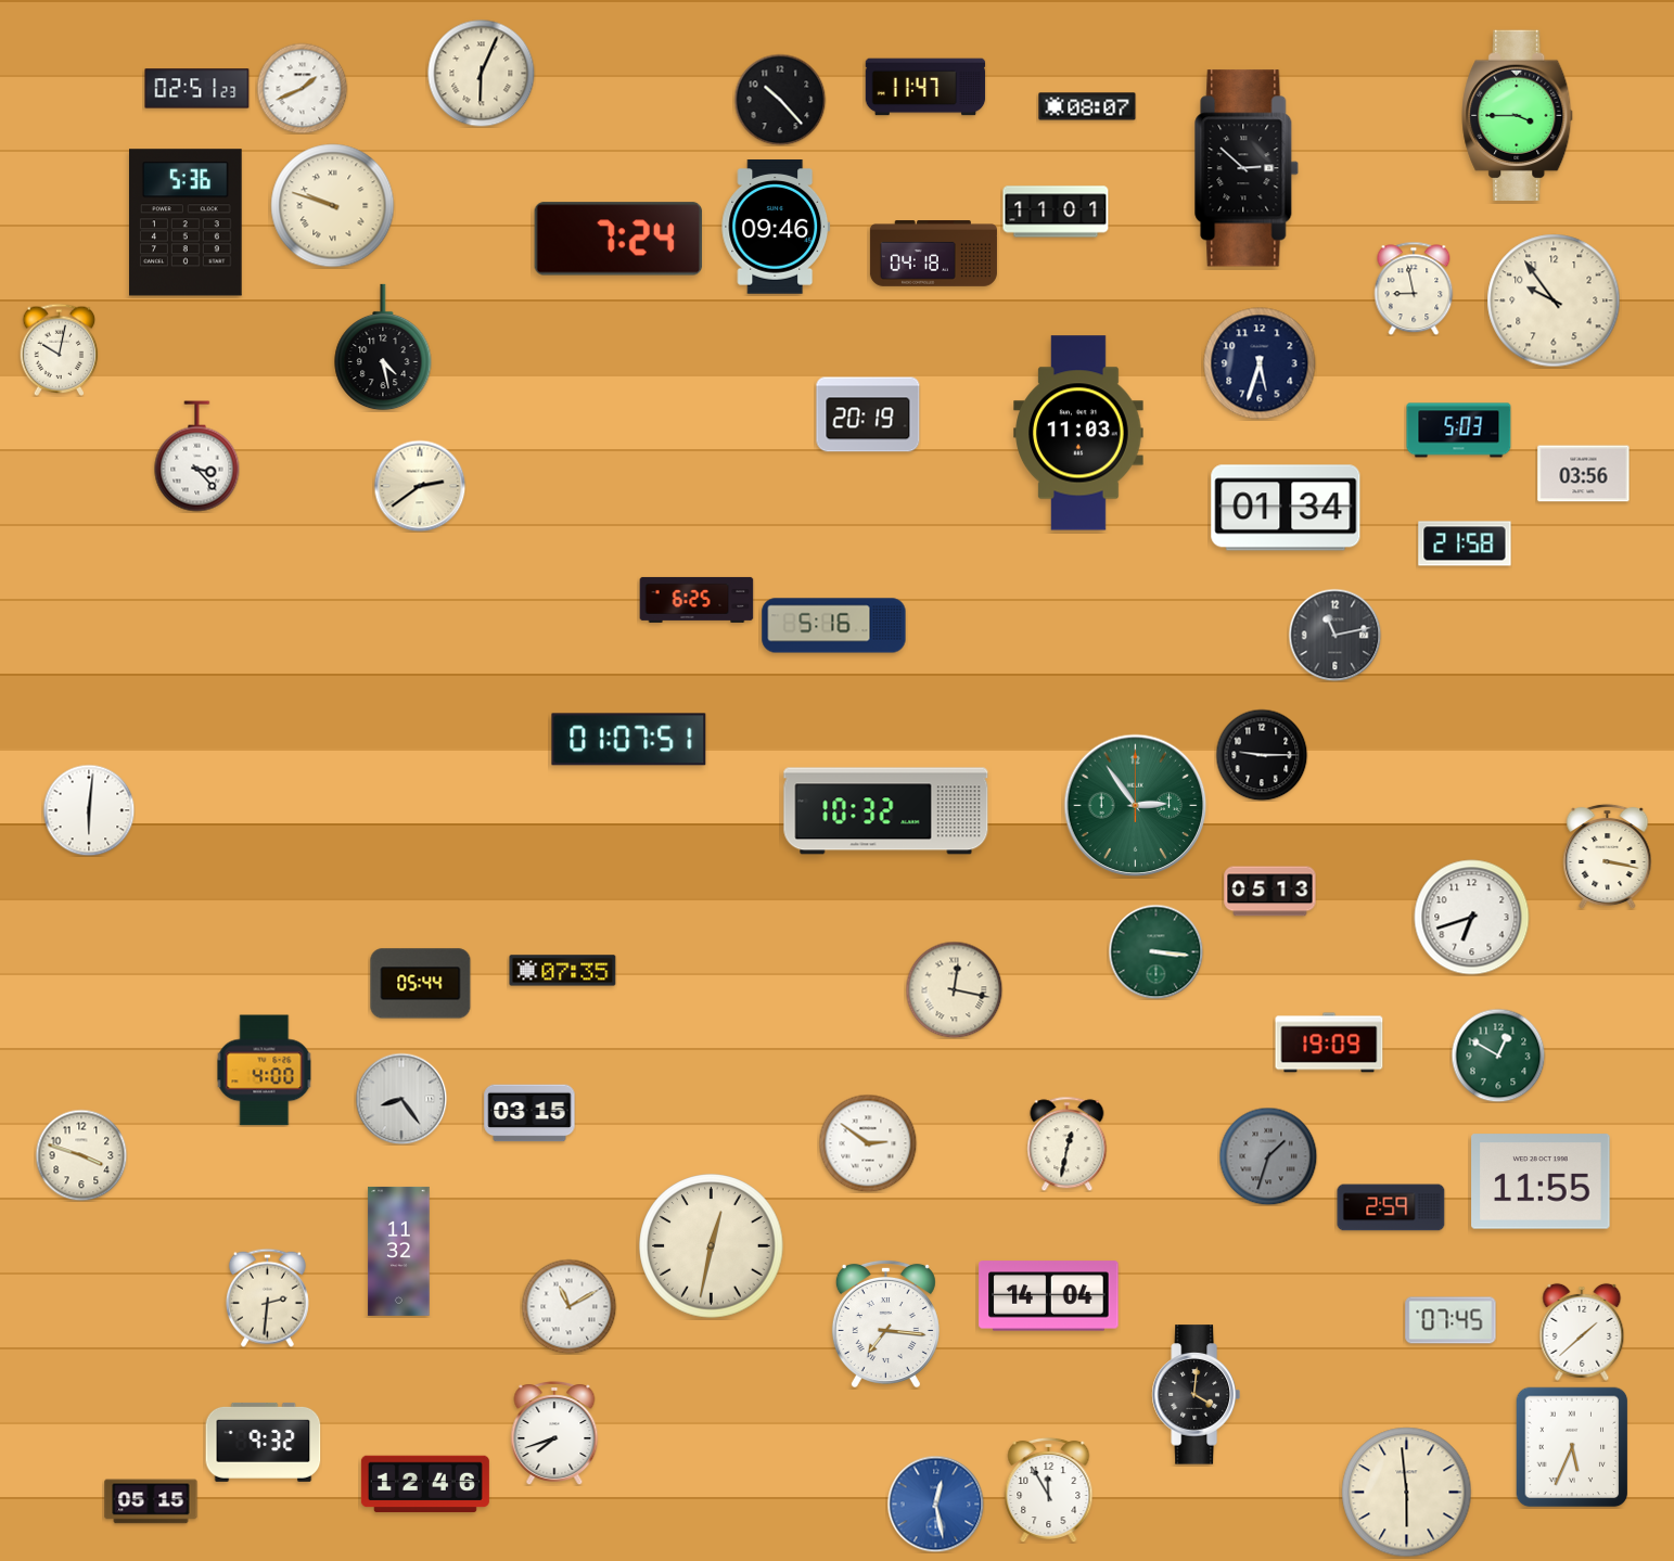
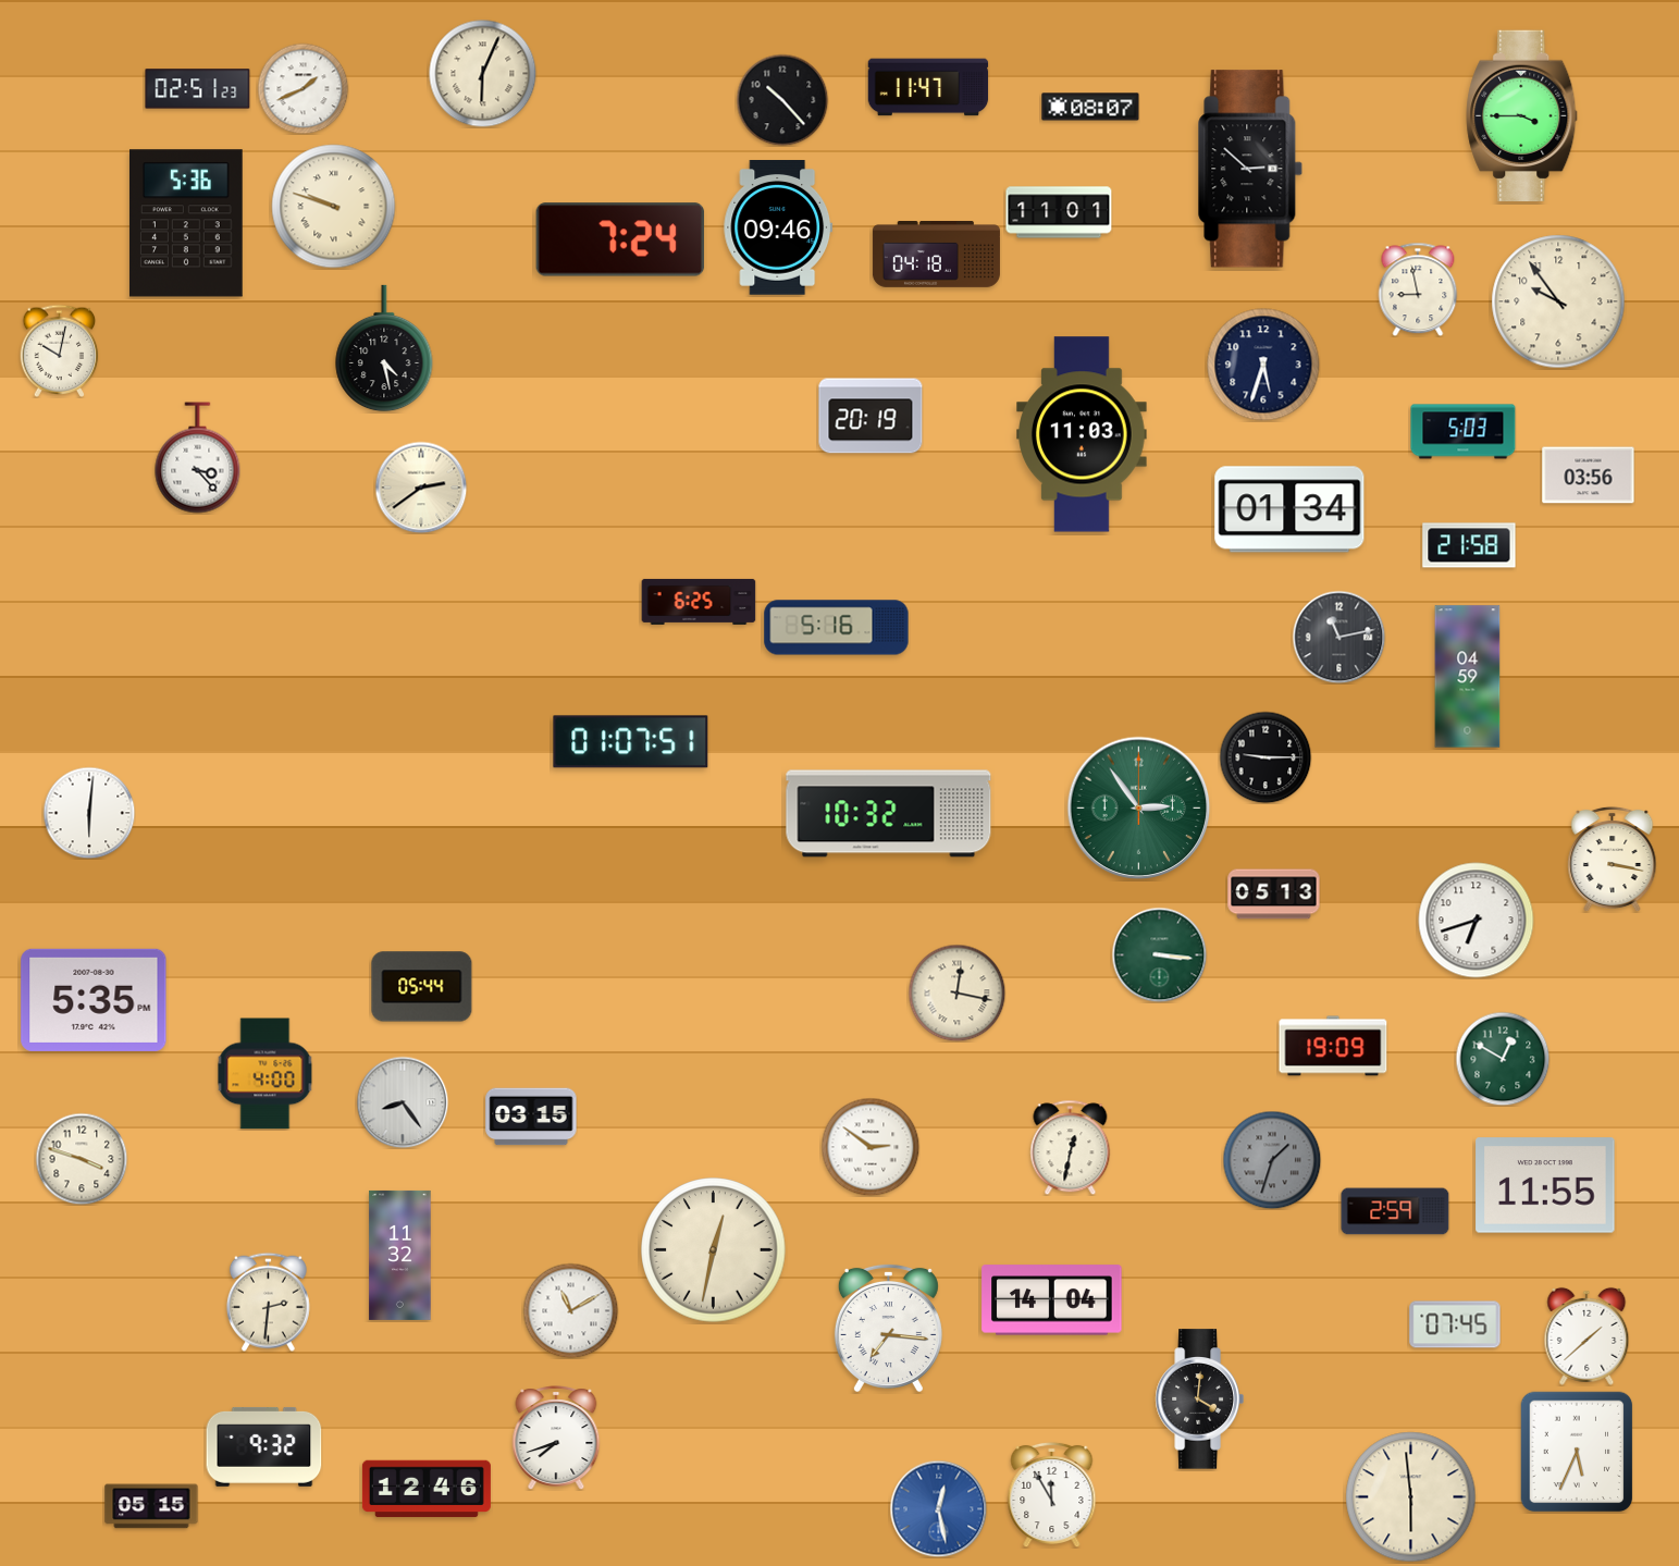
clock at (1468, 677): none -> 04:59
clock at (563, 971): 07:35 -> none
clock at (94, 1000): none -> 5:35
